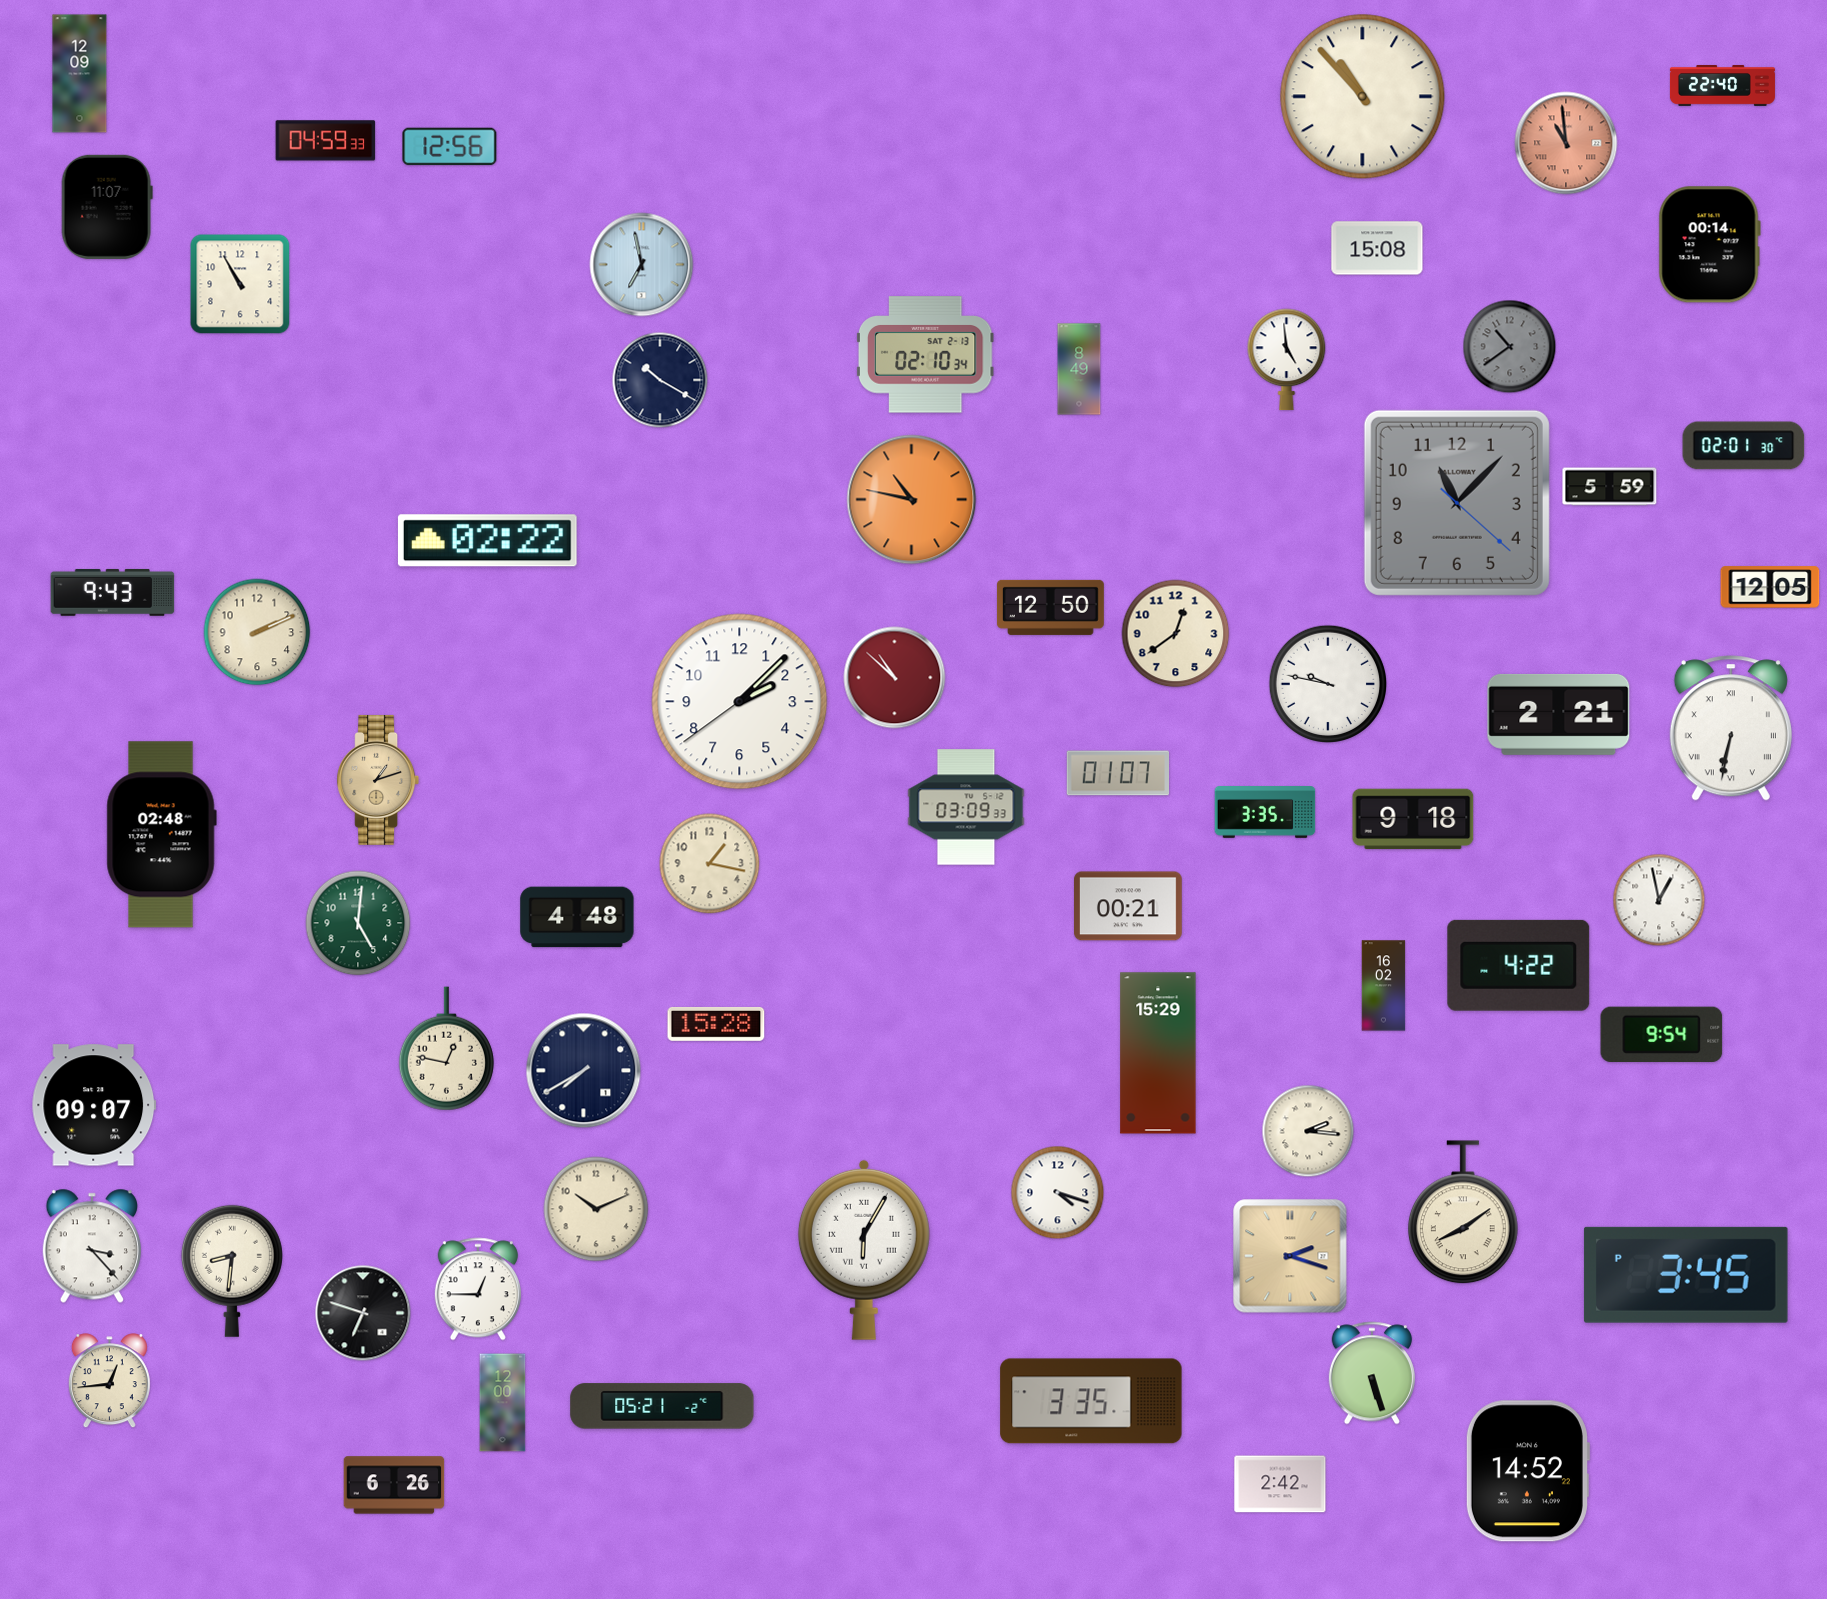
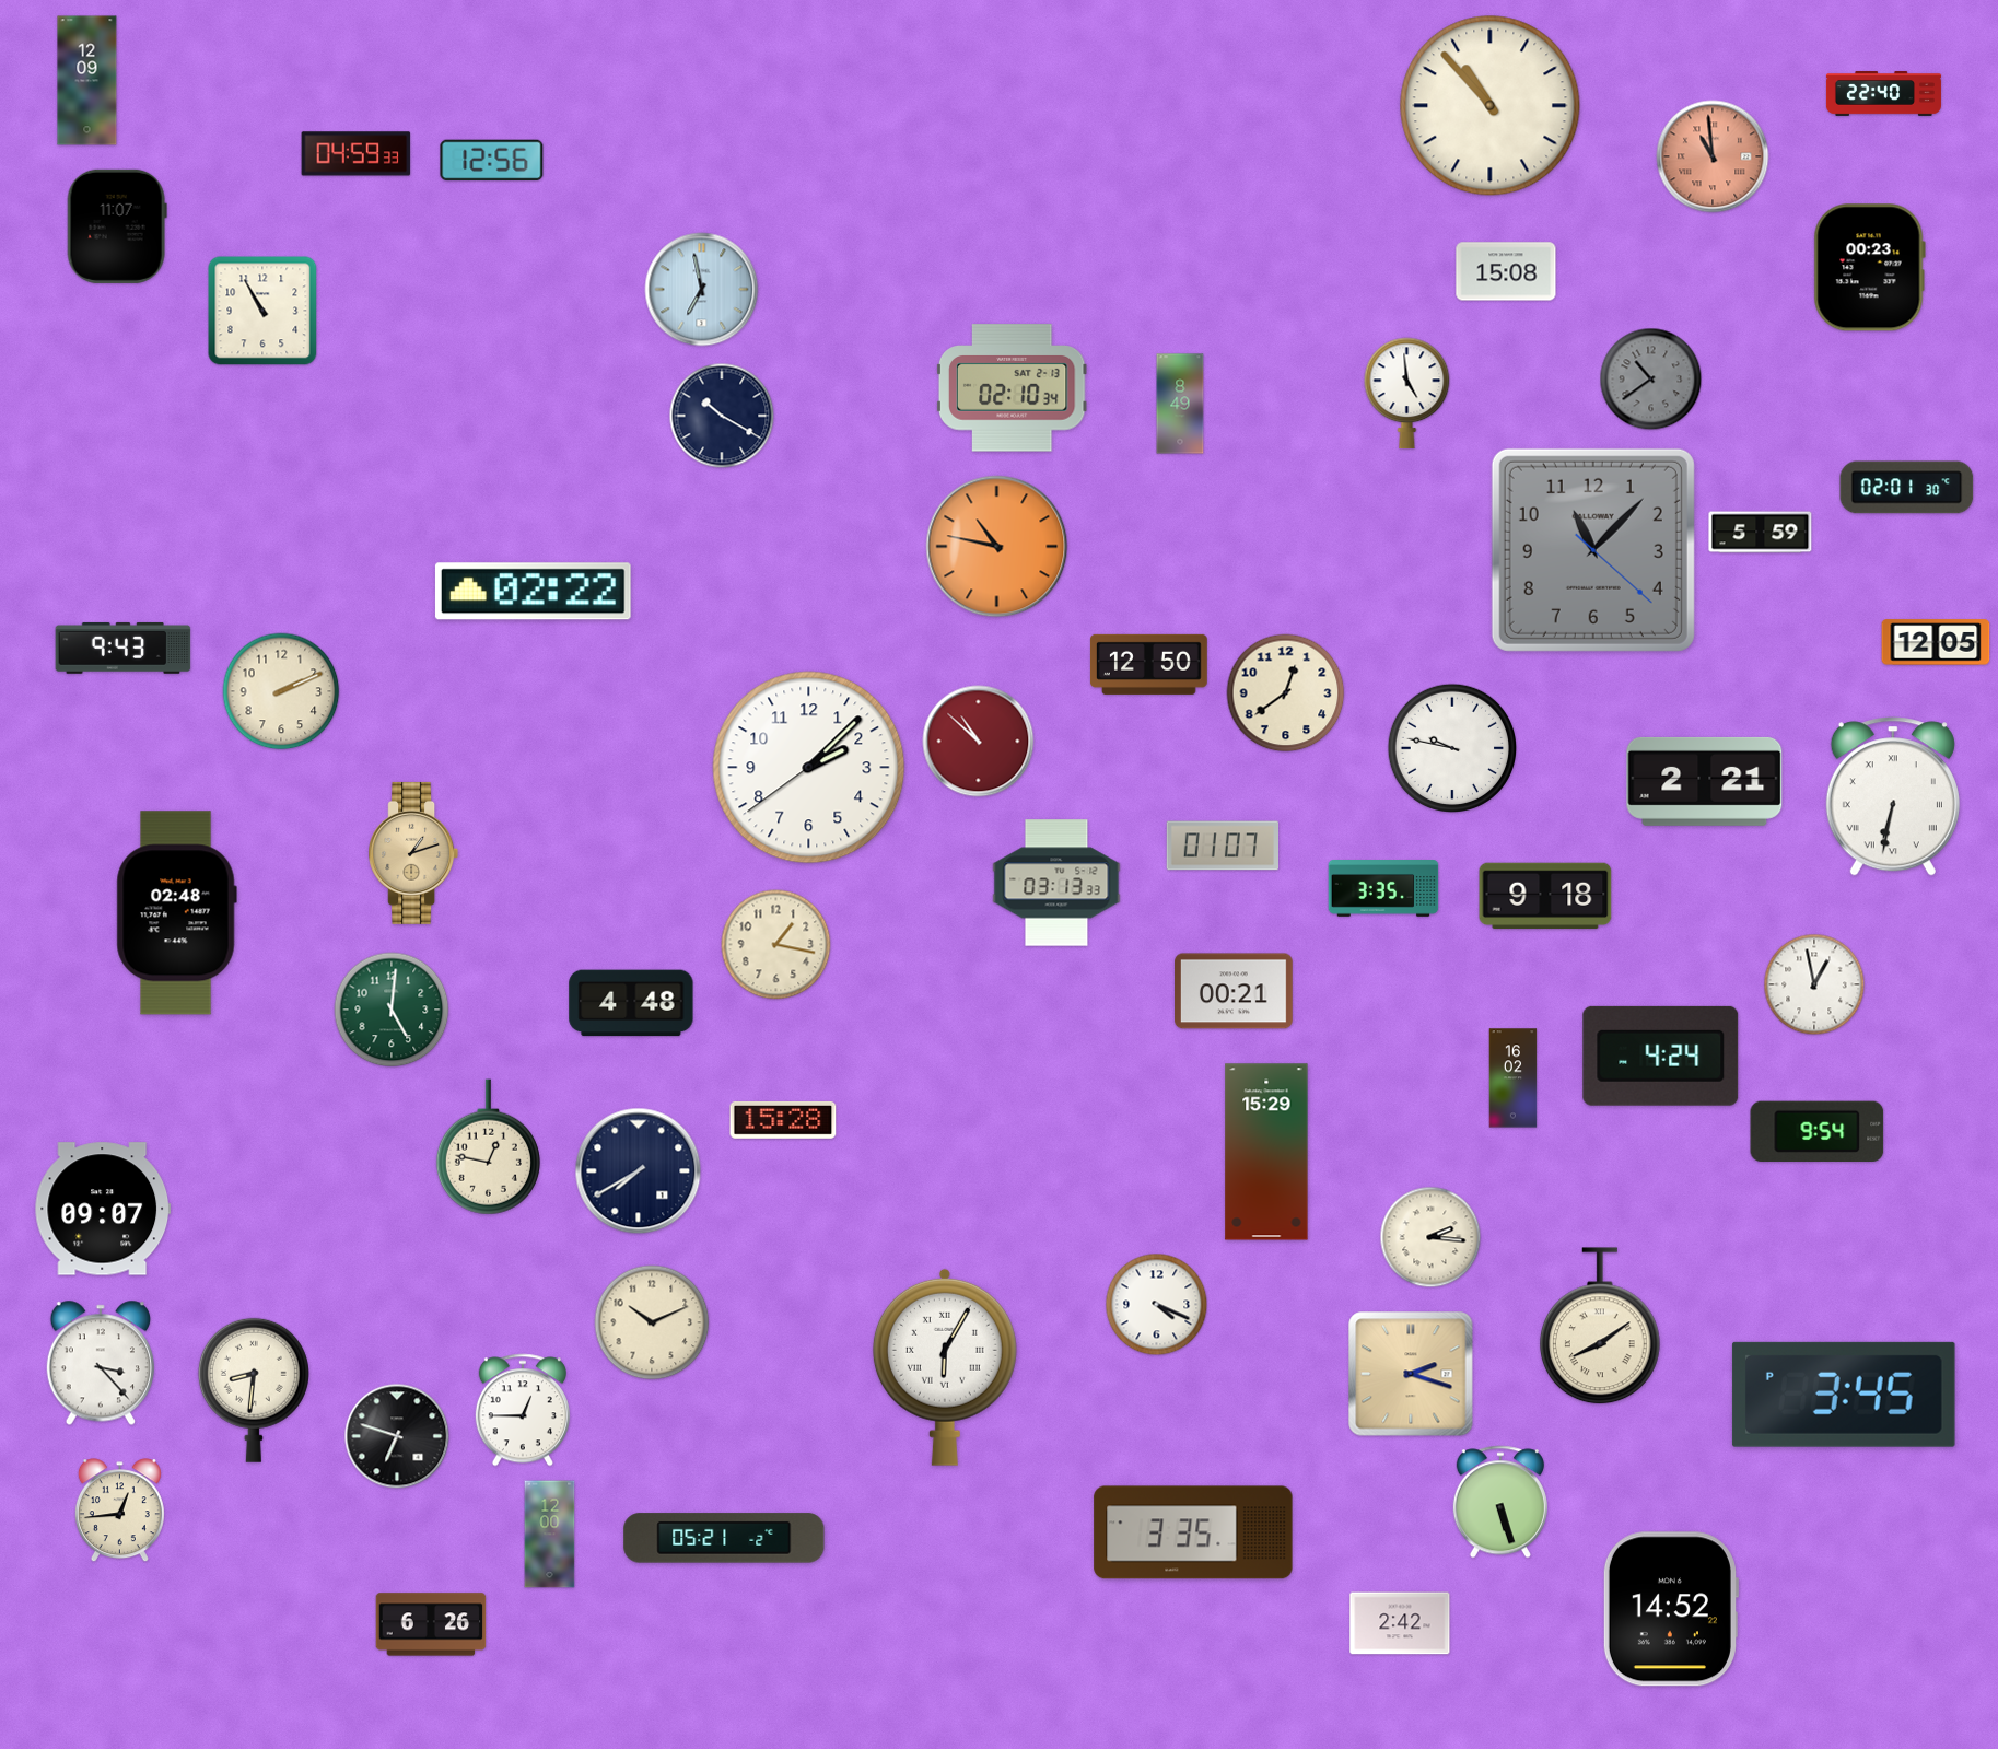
clock at (1709, 245): 00:14 -> 00:23
clock at (966, 807): 03:09 -> 03:13
clock at (1519, 965): 4:22 -> 4:24
clock at (1058, 1193): 4:18 -> 4:19
